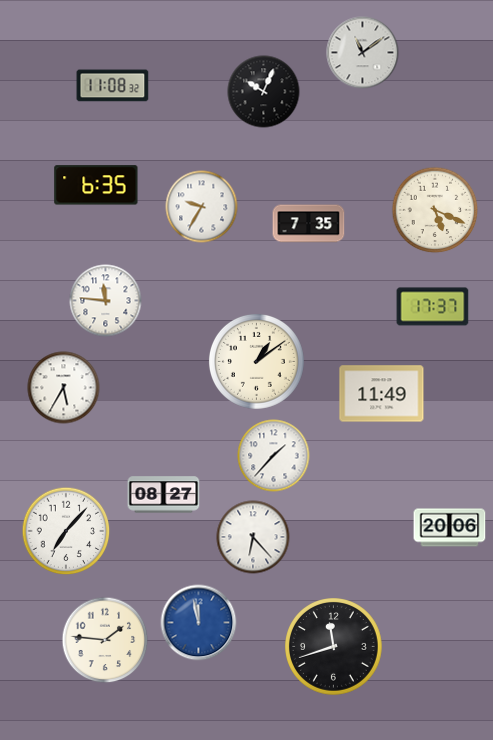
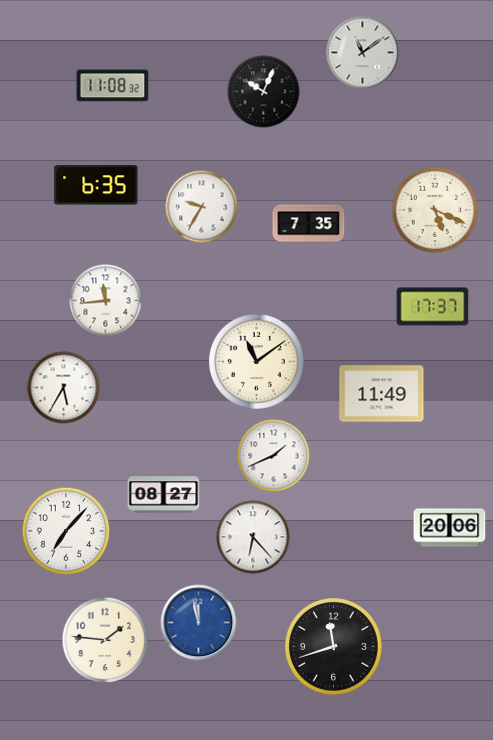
clock at (106, 301): 11:46 -> 11:44
clock at (256, 361): 1:09 -> 11:09
clock at (274, 456): 1:37 -> 1:41
